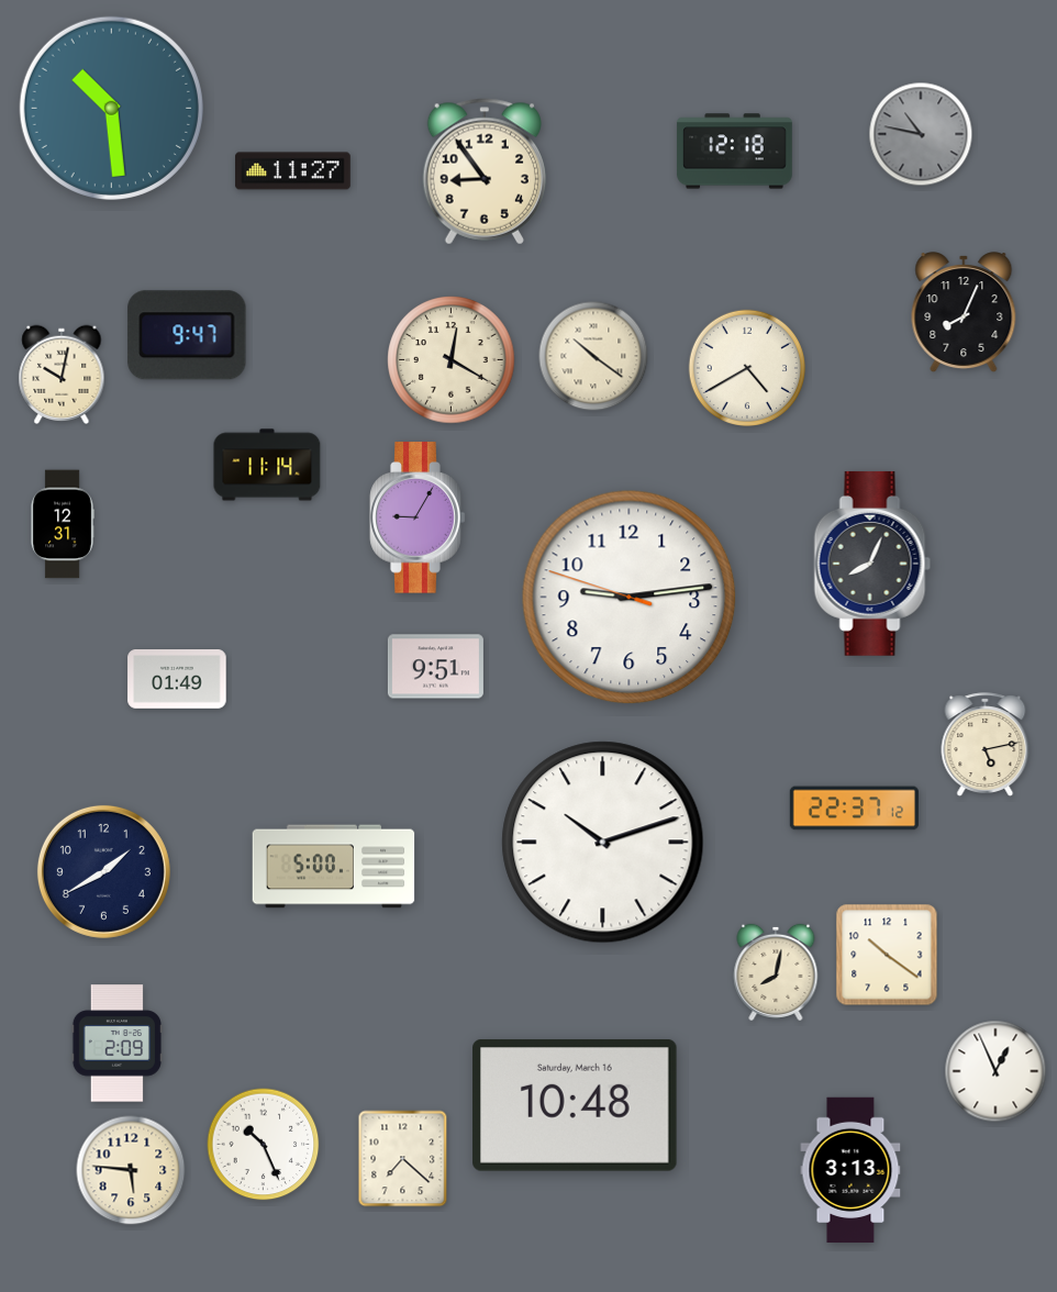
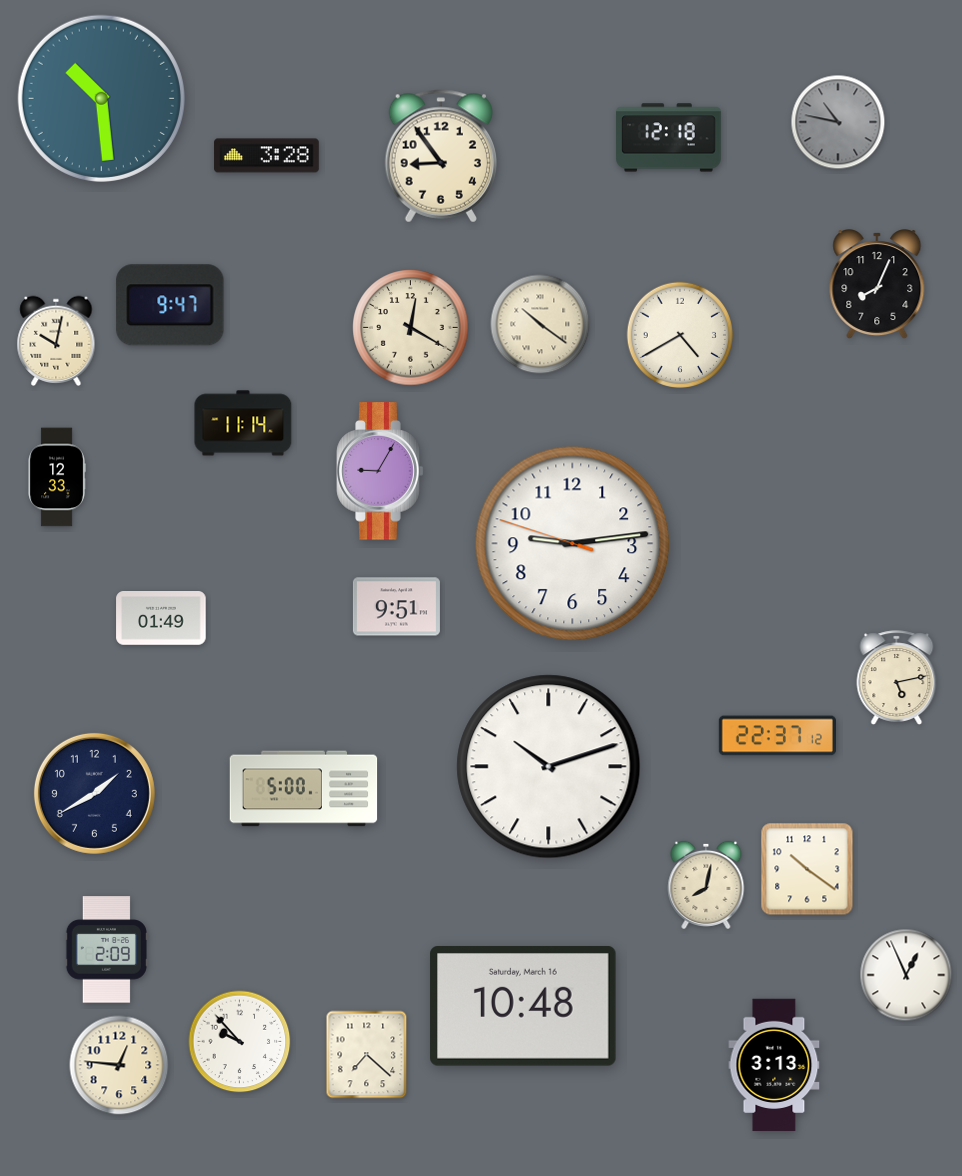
clock at (293, 171): 11:27 -> 3:28
clock at (63, 524): 12:31 -> 12:33
clock at (872, 564): 8:04 -> none
clock at (264, 1145): 10:26 -> 9:53
clock at (131, 1170): 5:46 -> 12:46
